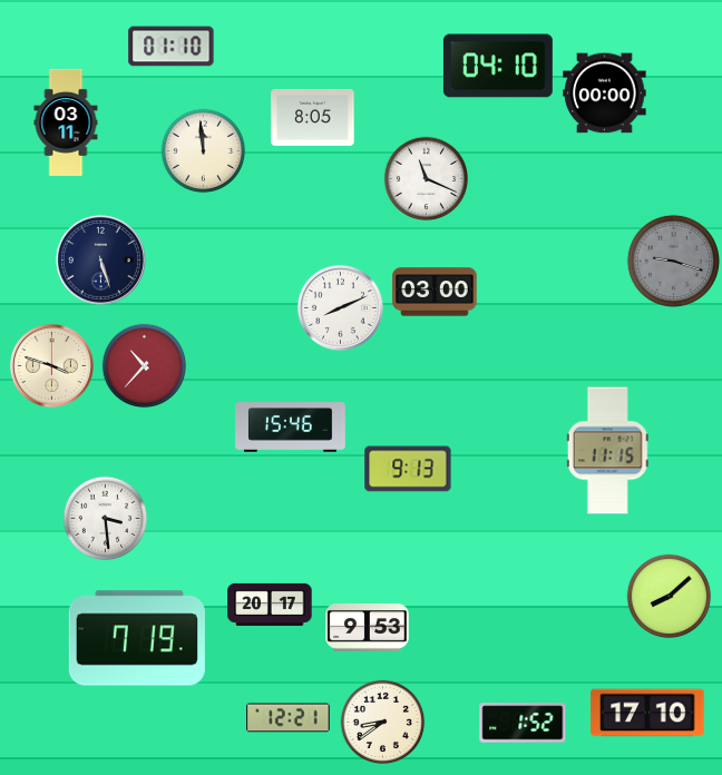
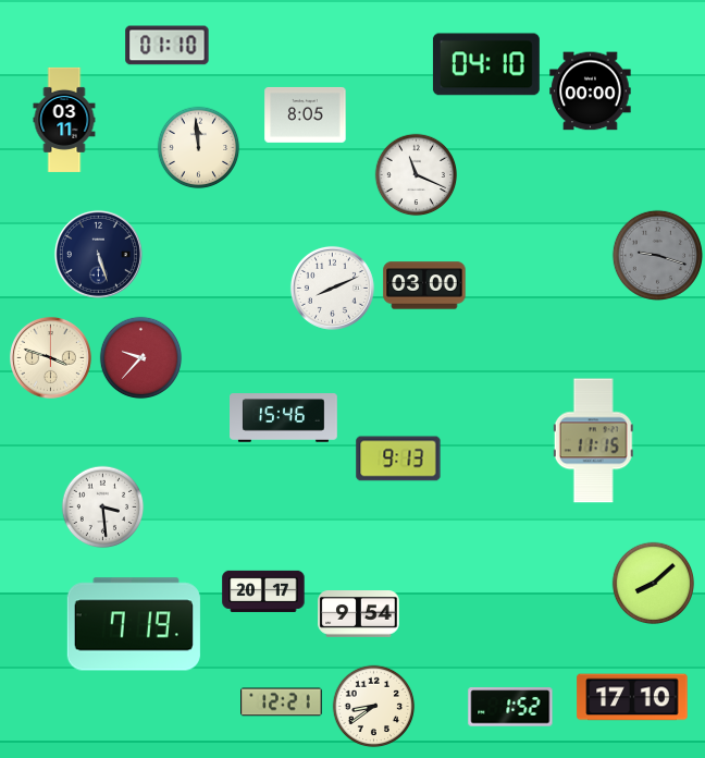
clock at (340, 307) position: (340, 307) -> (332, 288)
clock at (145, 366): 10:37 -> 9:37
clock at (368, 628): 9:53 -> 9:54
